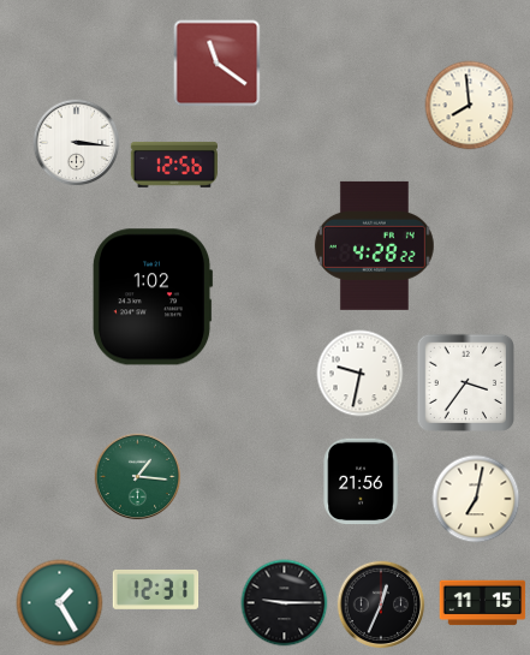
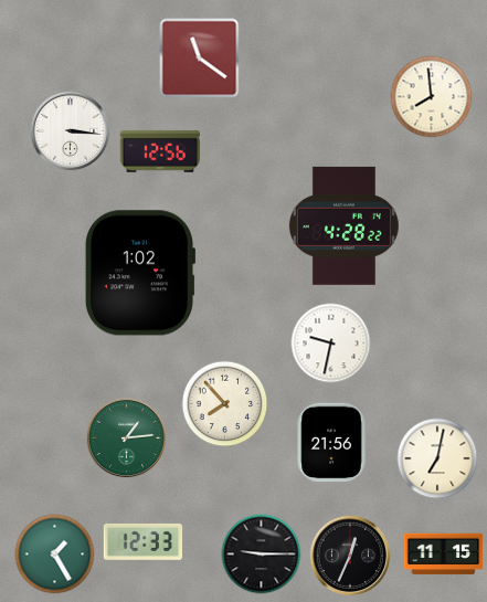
clock at (465, 382): 3:36 -> none
clock at (225, 404): none -> 7:53
clock at (138, 477): 1:16 -> 1:14
clock at (156, 590): 12:31 -> 12:33
